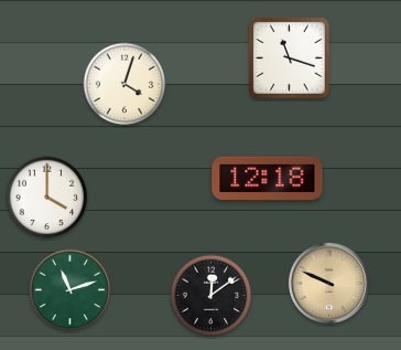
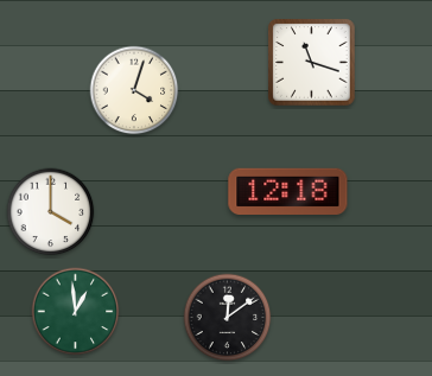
clock at (328, 283): 9:49 -> none
clock at (71, 290): 11:12 -> 12:59
